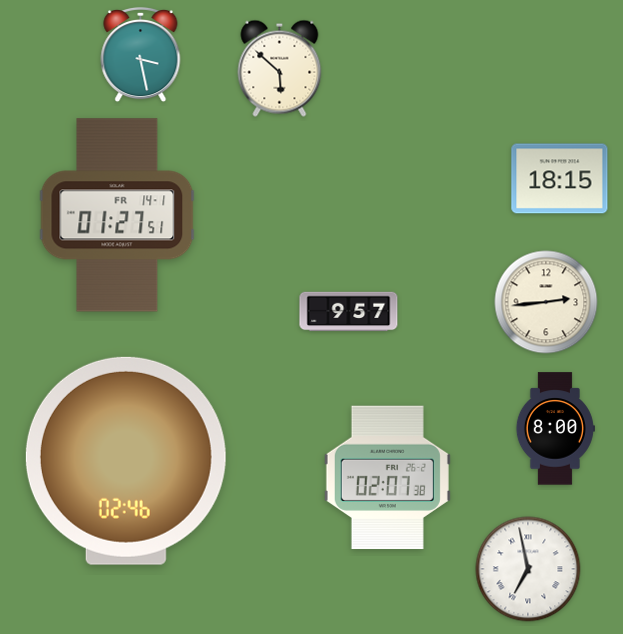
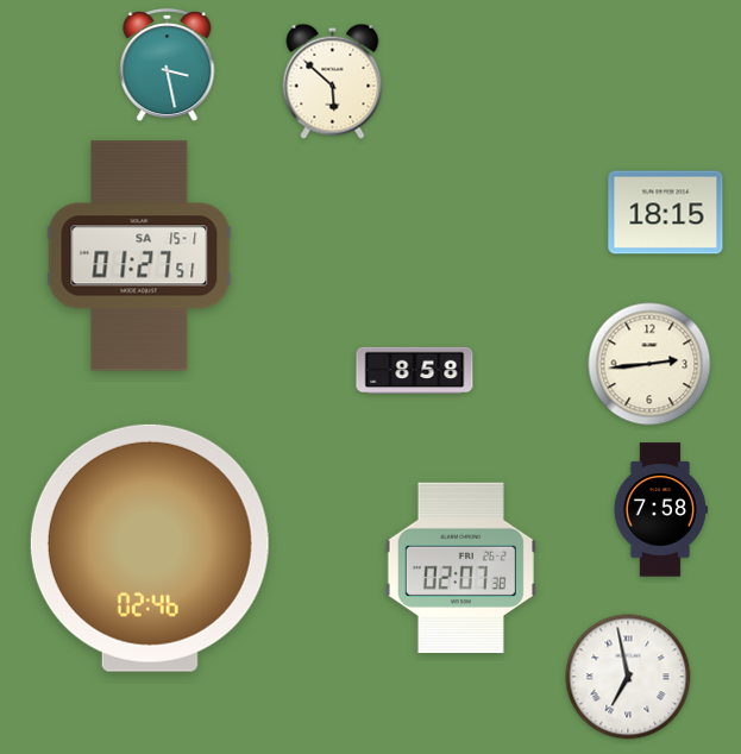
clock at (117, 215) date: FR 14-1 -> SA 15-1
clock at (546, 302) position: (546, 302) -> (649, 364)
clock at (349, 312): 9:57 -> 8:58
clock at (555, 429): 8:00 -> 7:58
